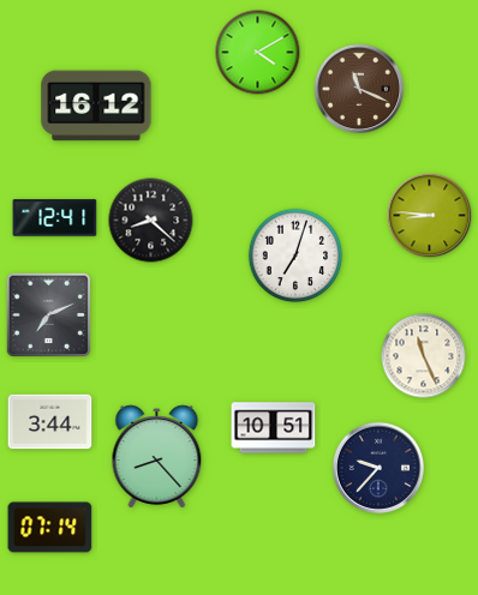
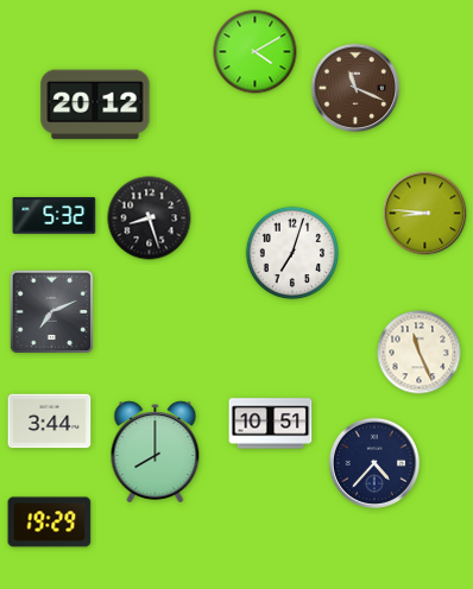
clock at (96, 106): 16:12 -> 20:12
clock at (55, 218): 12:41 -> 5:32
clock at (151, 221): 8:22 -> 8:27
clock at (49, 315) position: (49, 315) -> (52, 312)
clock at (50, 422) position: (50, 422) -> (50, 422)
clock at (157, 457): 8:23 -> 8:00
clock at (378, 468): 9:37 -> 4:37
clock at (50, 528): 07:14 -> 19:29
